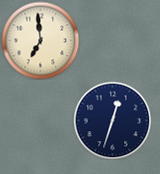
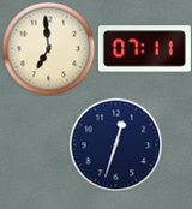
clock at (144, 49): none -> 07:11
clock at (112, 120) position: (112, 120) -> (115, 144)
